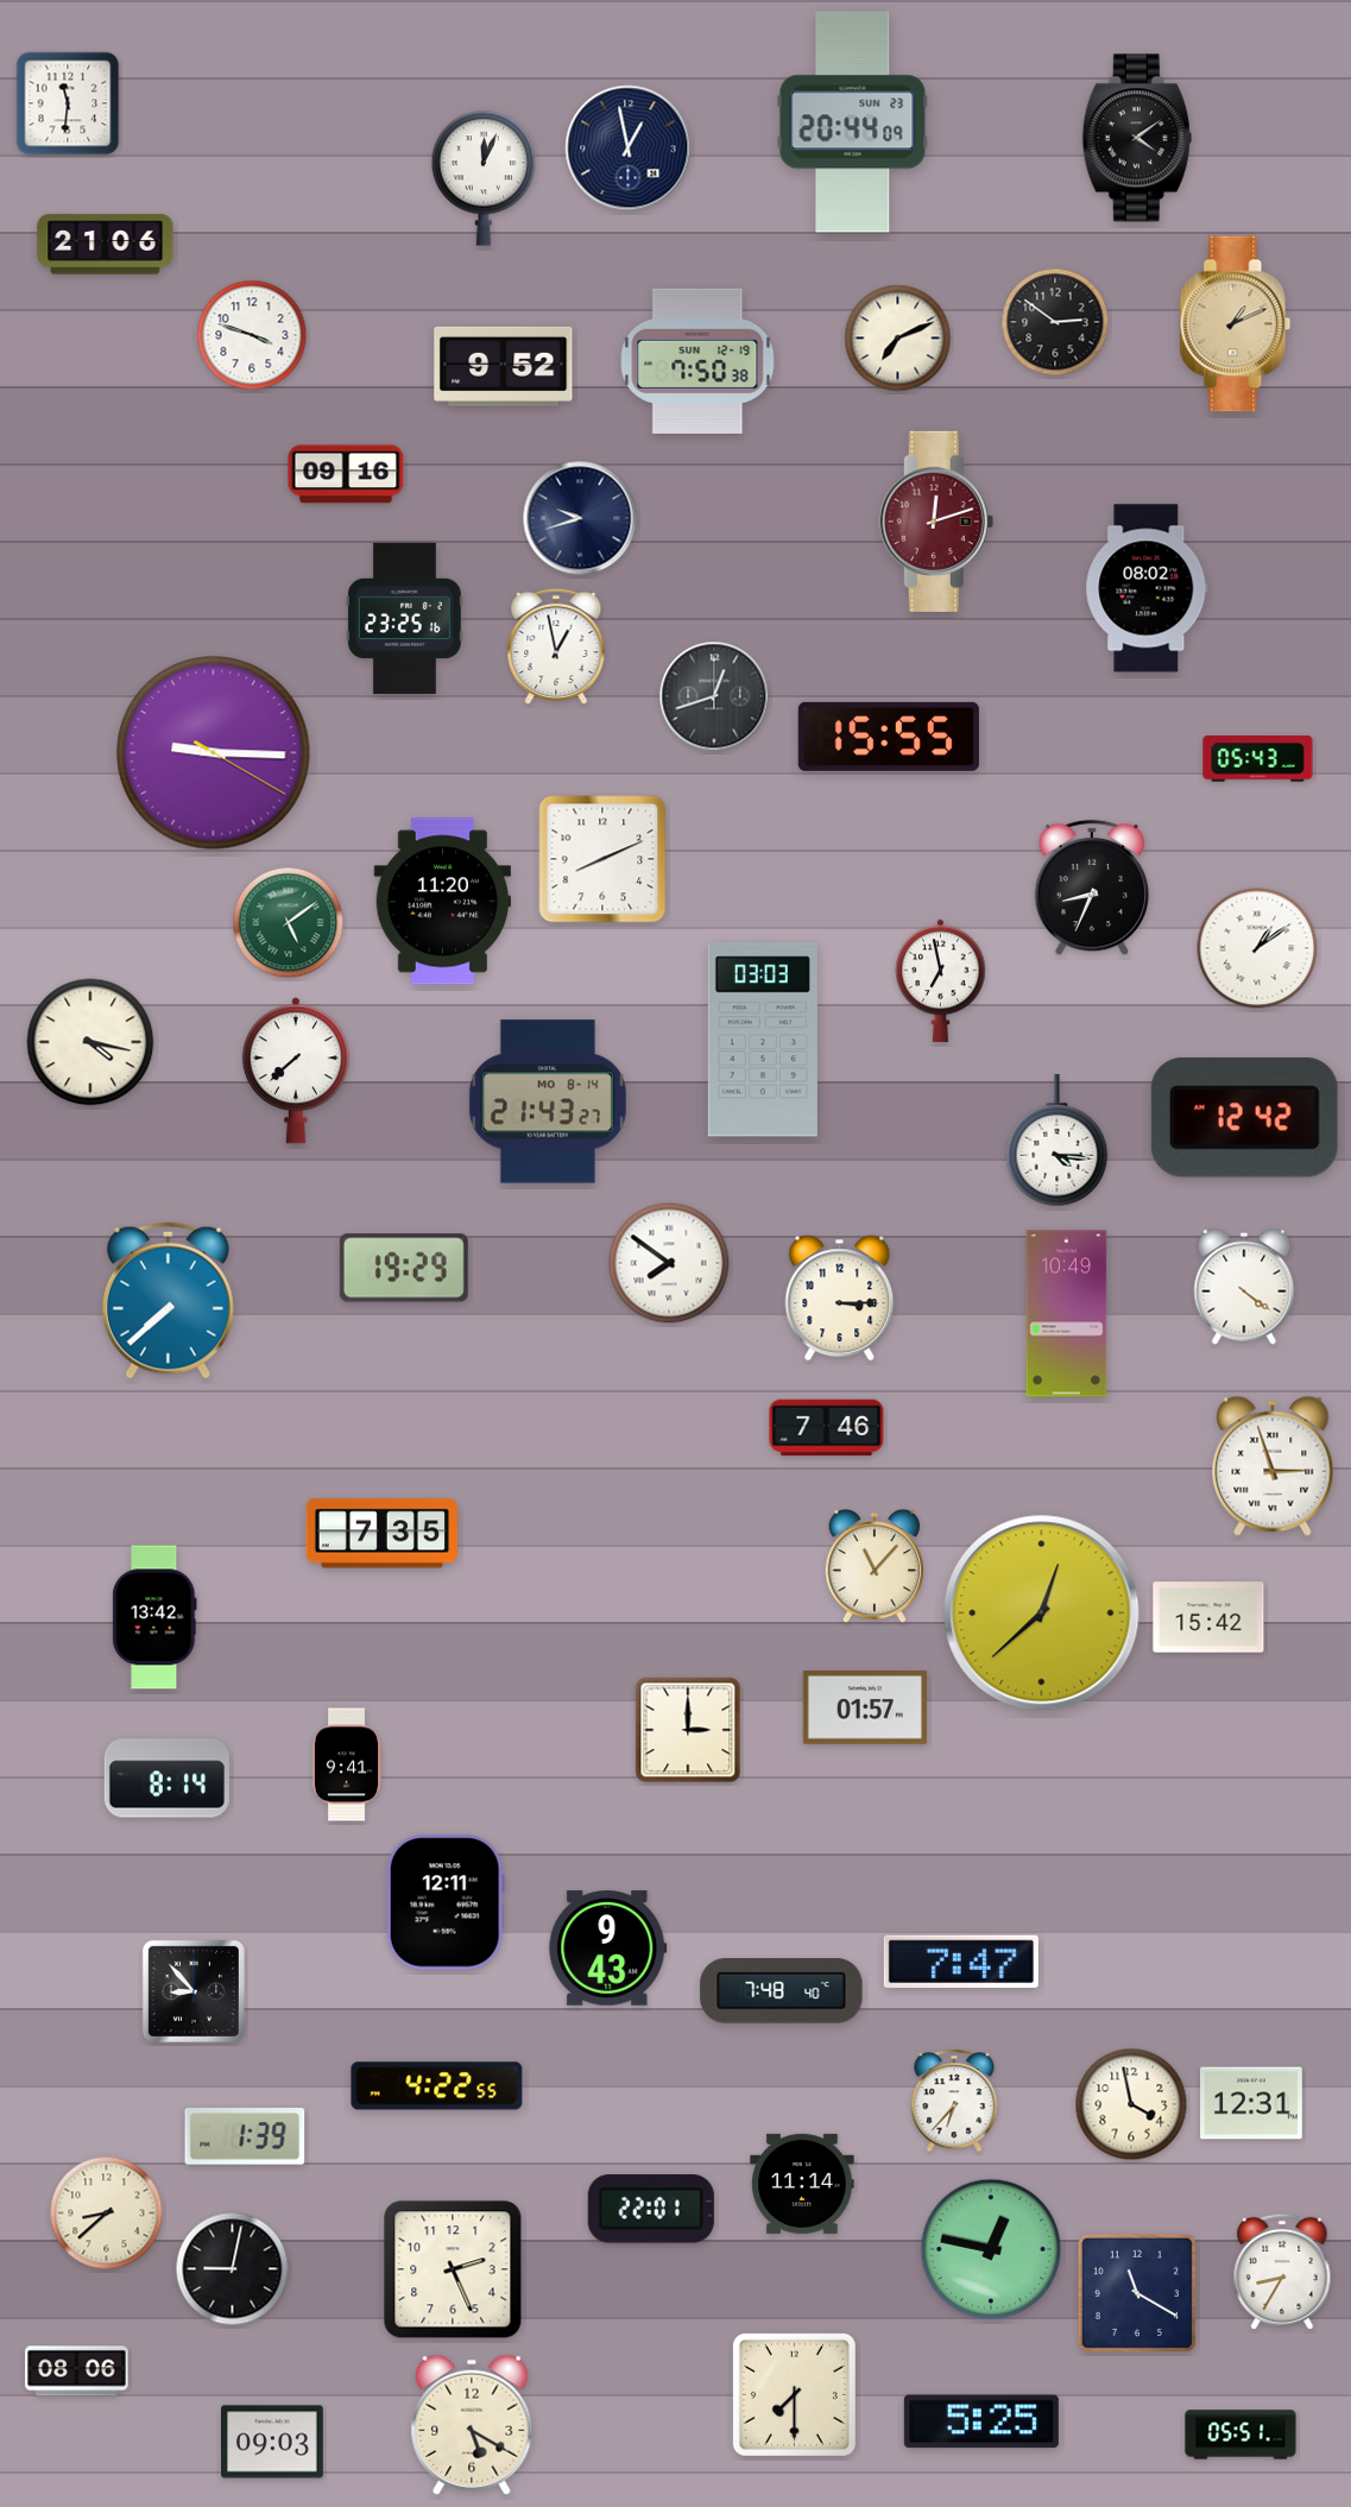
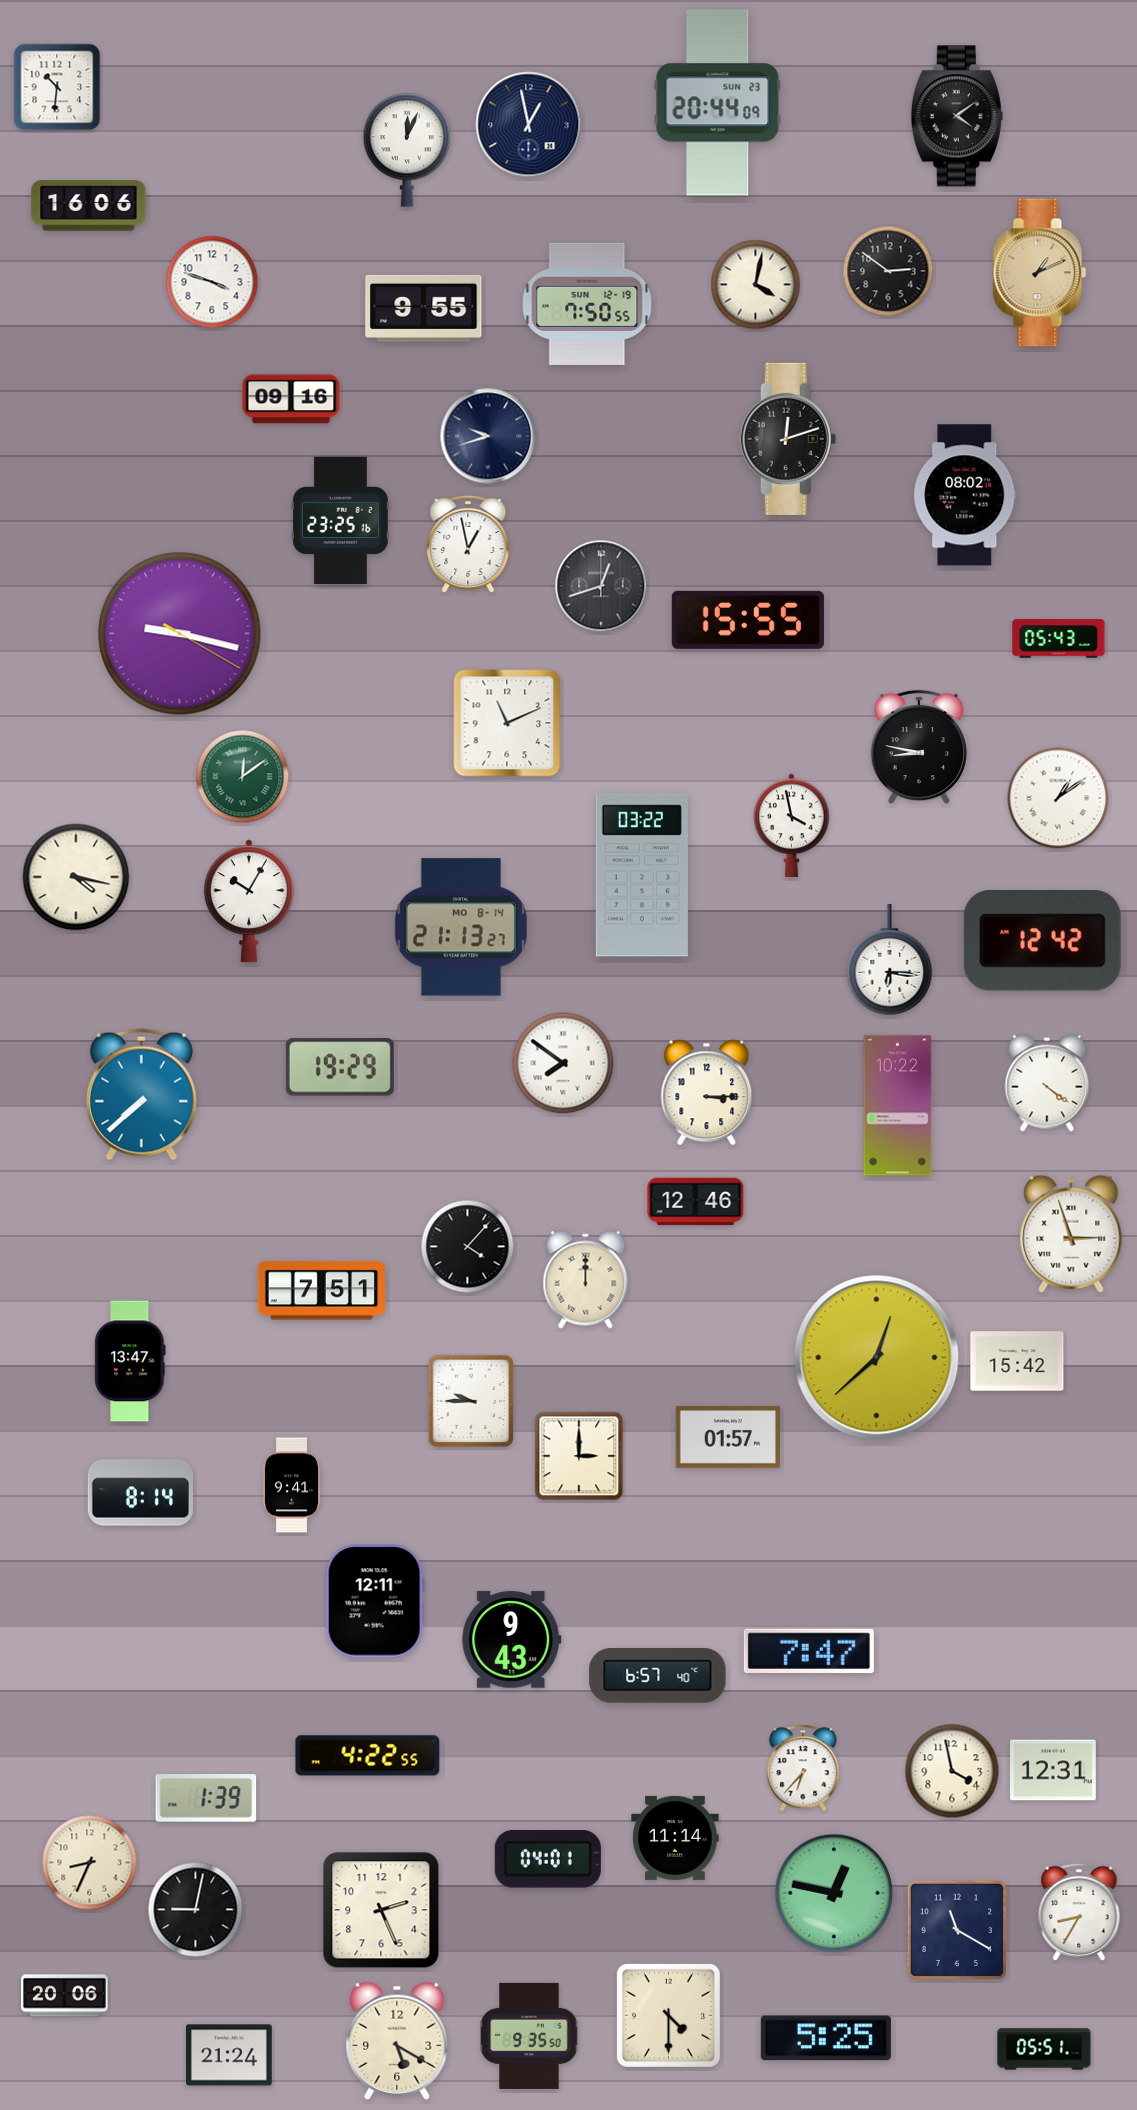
clock at (68, 103): 11:31 -> 10:31
clock at (106, 245): 21:06 -> 16:06
clock at (898, 339): 7:11 -> 4:02
clock at (697, 361): 7:50:38 -> 7:50:55
clock at (504, 366): 9:52 -> 9:55
clock at (936, 522) dial: burgundy -> black
clock at (214, 753): 9:15 -> 9:17
clock at (602, 859): 8:11 -> 11:11
clock at (1092, 888): 8:34 -> 8:47
clock at (443, 902): 11:20 -> none
clock at (289, 923): 5:09 -> 12:09
clock at (941, 981): 6:58 -> 3:58
clock at (763, 1040): 03:03 -> 03:22
clock at (296, 1071): 7:38 -> 10:05
clock at (548, 1101): 21:43 -> 21:13
clock at (1244, 1117) position: (1244, 1117) -> (1042, 940)
clock at (1058, 1141): 4:16 -> 6:16
clock at (1067, 1314): 10:49 -> 10:22
clock at (827, 1428): 7:46 -> 12:46
clock at (468, 1247): none -> 4:07
clock at (586, 1280): none -> 12:00
clock at (381, 1534): 7:35 -> 7:51
clock at (873, 1566): 11:07 -> none
clock at (154, 1617): 13:42 -> 13:47
clock at (471, 1401): none -> 9:45
clock at (166, 1779) position: (166, 1779) -> (140, 1493)
clock at (194, 1991): 8:53 -> none
clock at (782, 1991): 7:48 -> 6:57
clock at (651, 2209): 22:01 -> 04:01
clock at (107, 2214): 8:38 -> 8:34
clock at (77, 2372): 08:06 -> 20:06
clock at (794, 2394): 7:30 -> 4:30
clock at (529, 2036): none -> 9:35
clock at (272, 2442): 09:03 -> 21:24
